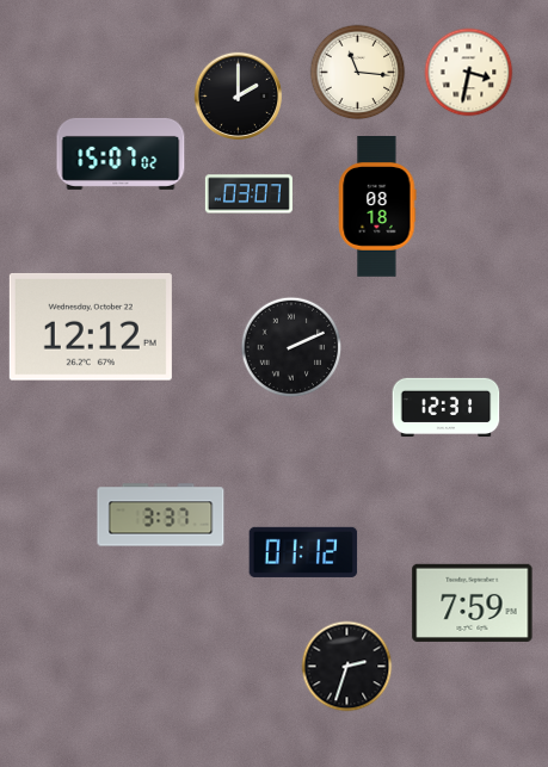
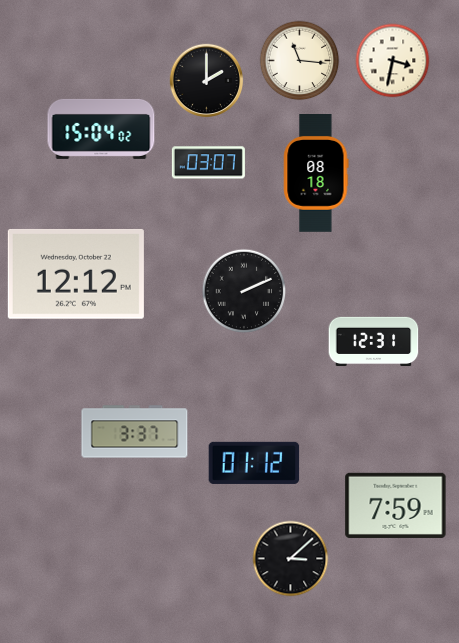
clock at (239, 97) position: (239, 97) -> (207, 81)
clock at (121, 154): 15:07 -> 15:04
clock at (347, 667): 2:33 -> 3:08
